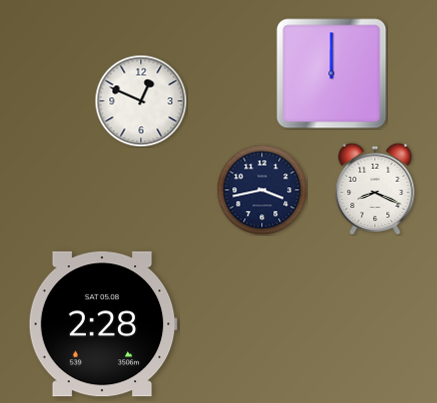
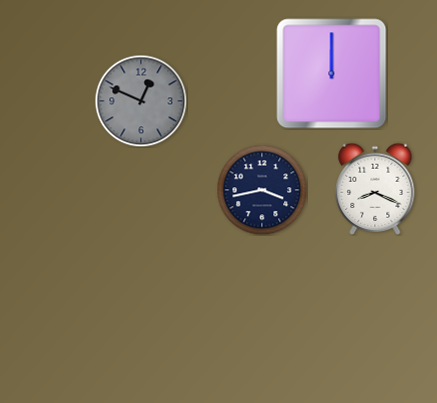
clock at (141, 101) dial: white -> grey
clock at (103, 324): 2:28 -> none
